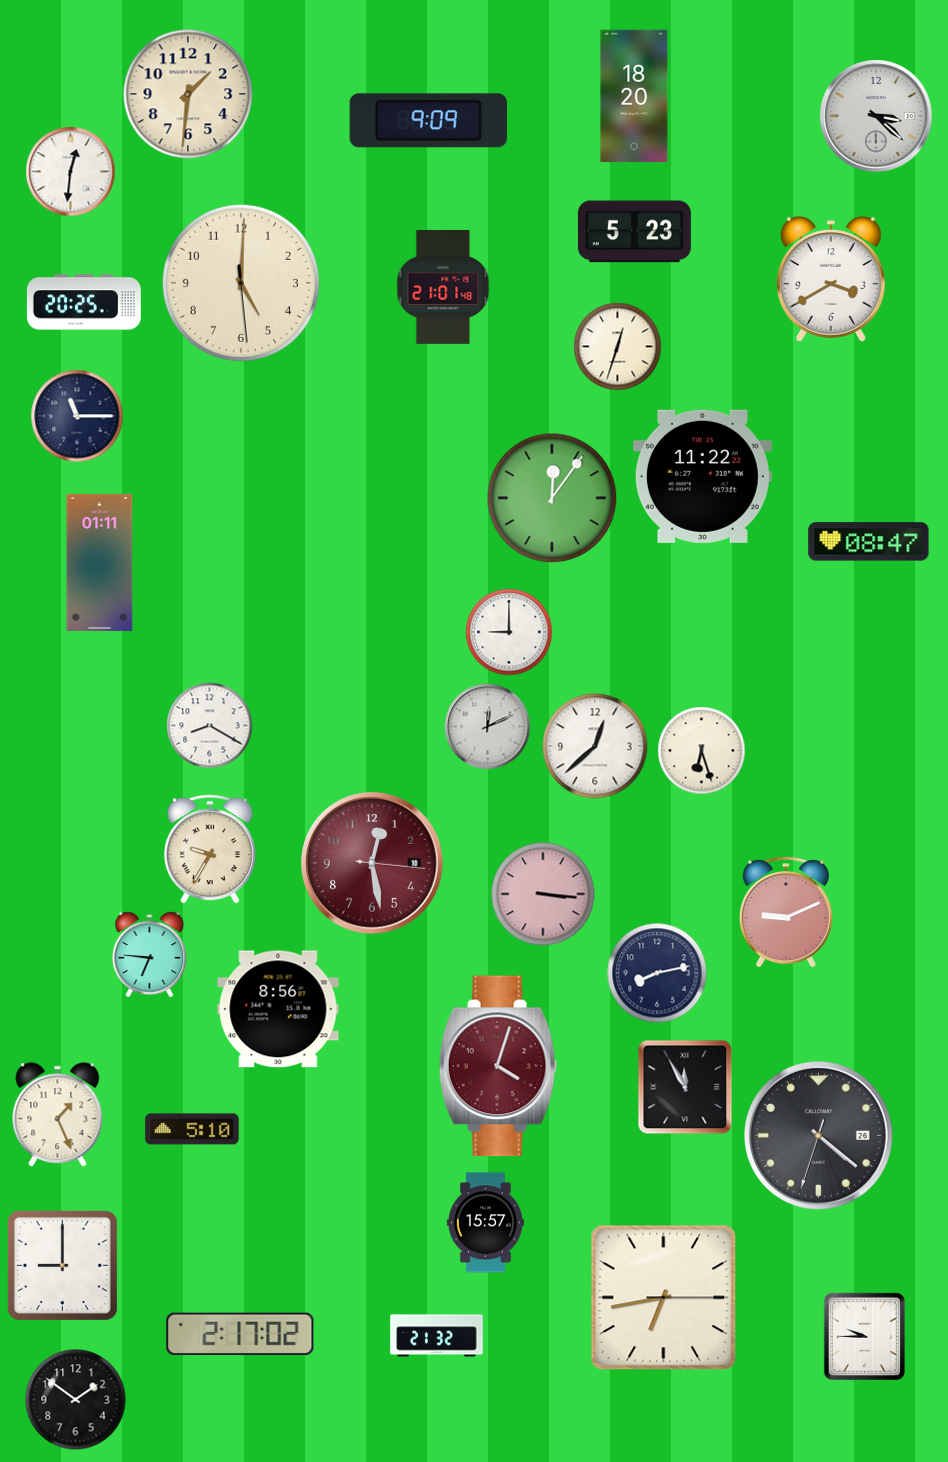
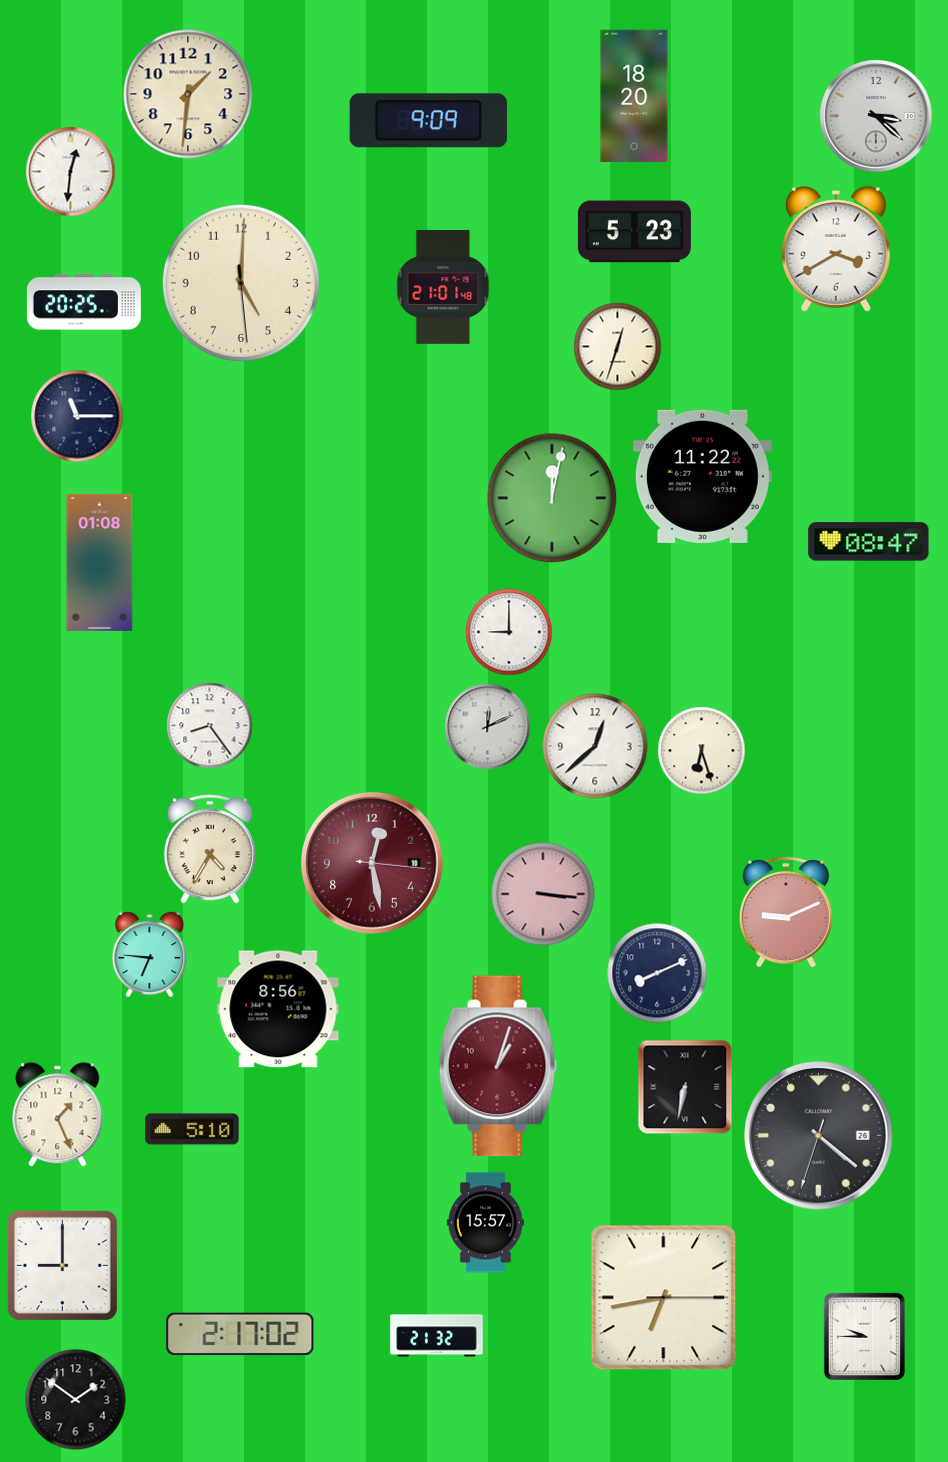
clock at (831, 280) position: (831, 280) -> (836, 250)
clock at (552, 498): 12:06 -> 12:02
clock at (100, 562): 01:11 -> 01:08
clock at (210, 726): 8:20 -> 8:24
clock at (210, 849): 9:35 -> 4:35
clock at (657, 973): 8:13 -> 8:11
clock at (498, 1066): 4:03 -> 1:03
clock at (685, 1087): 11:55 -> 6:32
